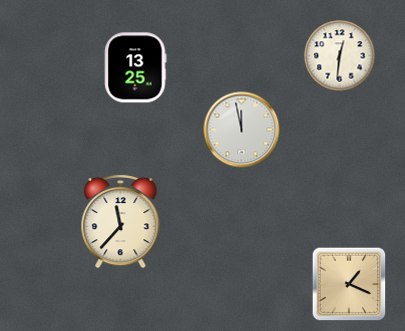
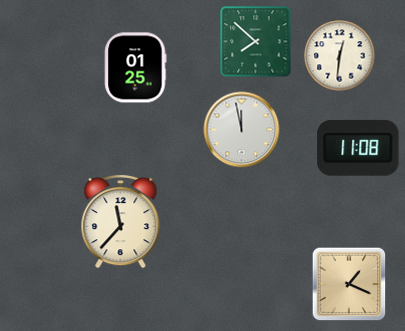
clock at (256, 42): none -> 7:52
clock at (136, 68): 13:25 -> 01:25
clock at (358, 148): none -> 11:08
